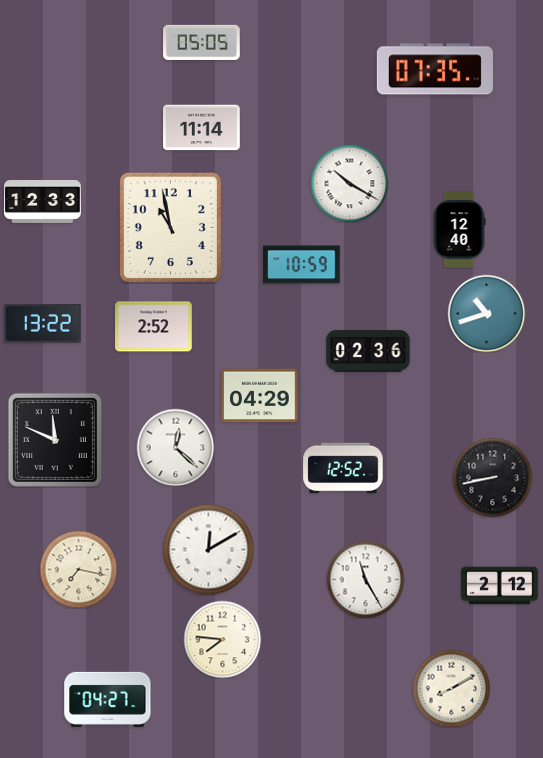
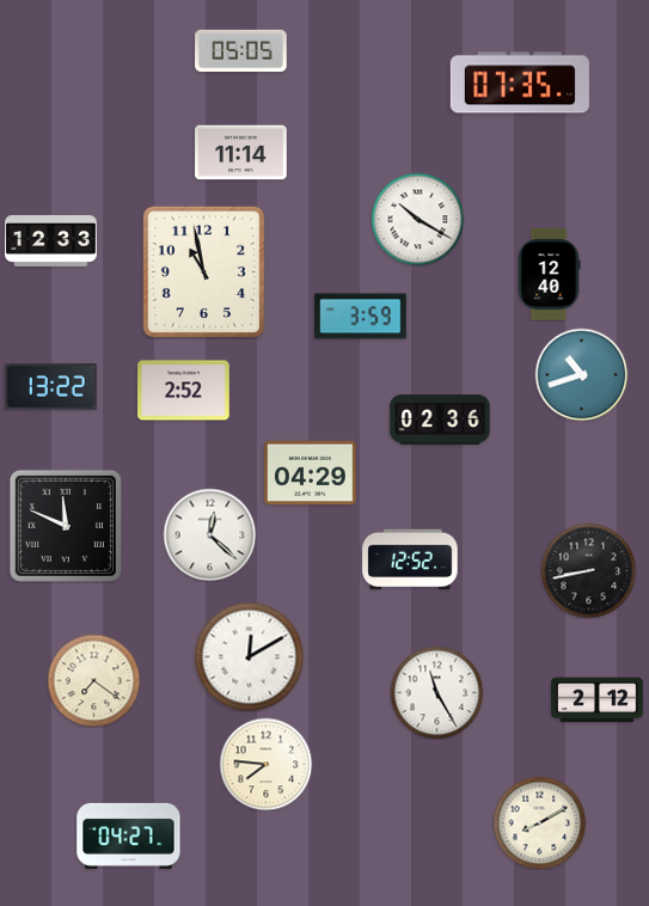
clock at (302, 265): 10:59 -> 3:59
clock at (78, 569): 7:17 -> 7:21
